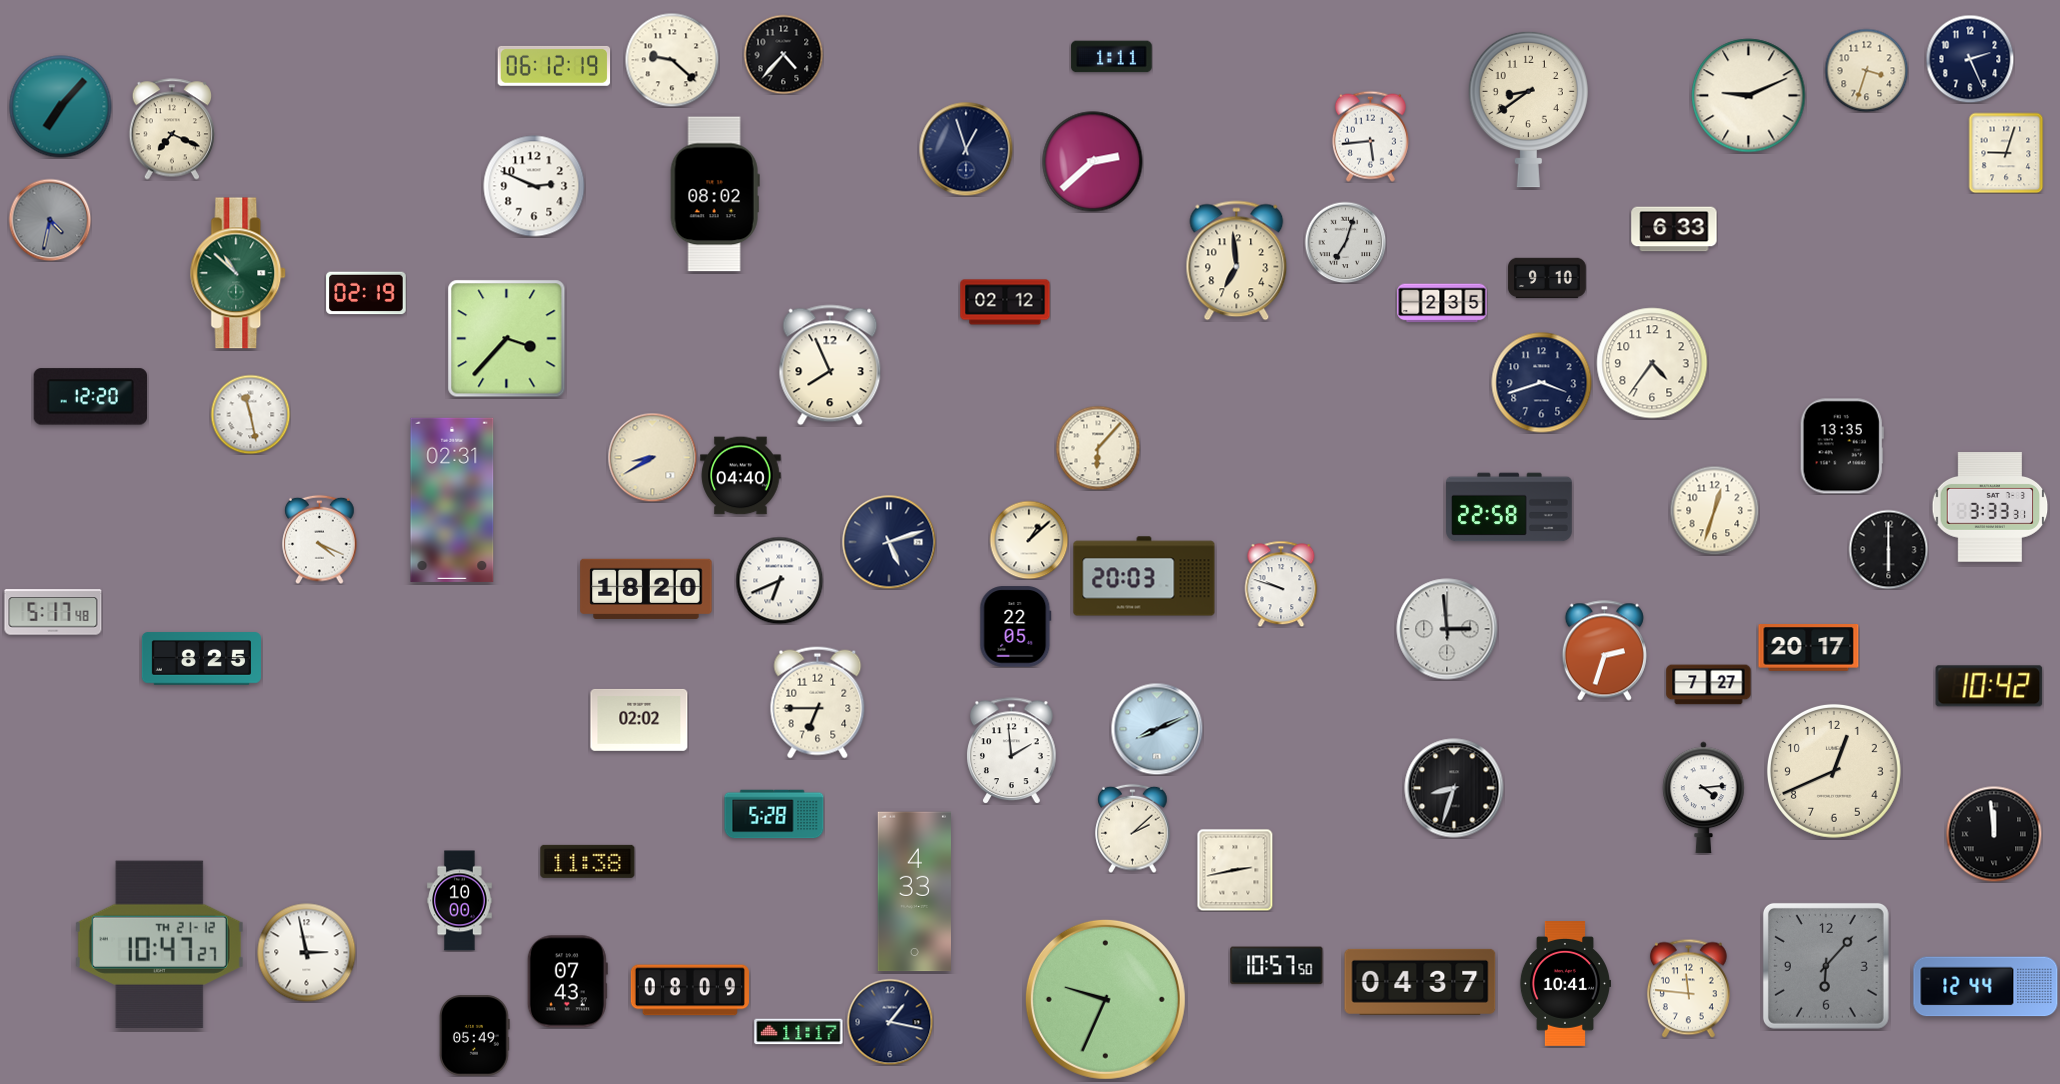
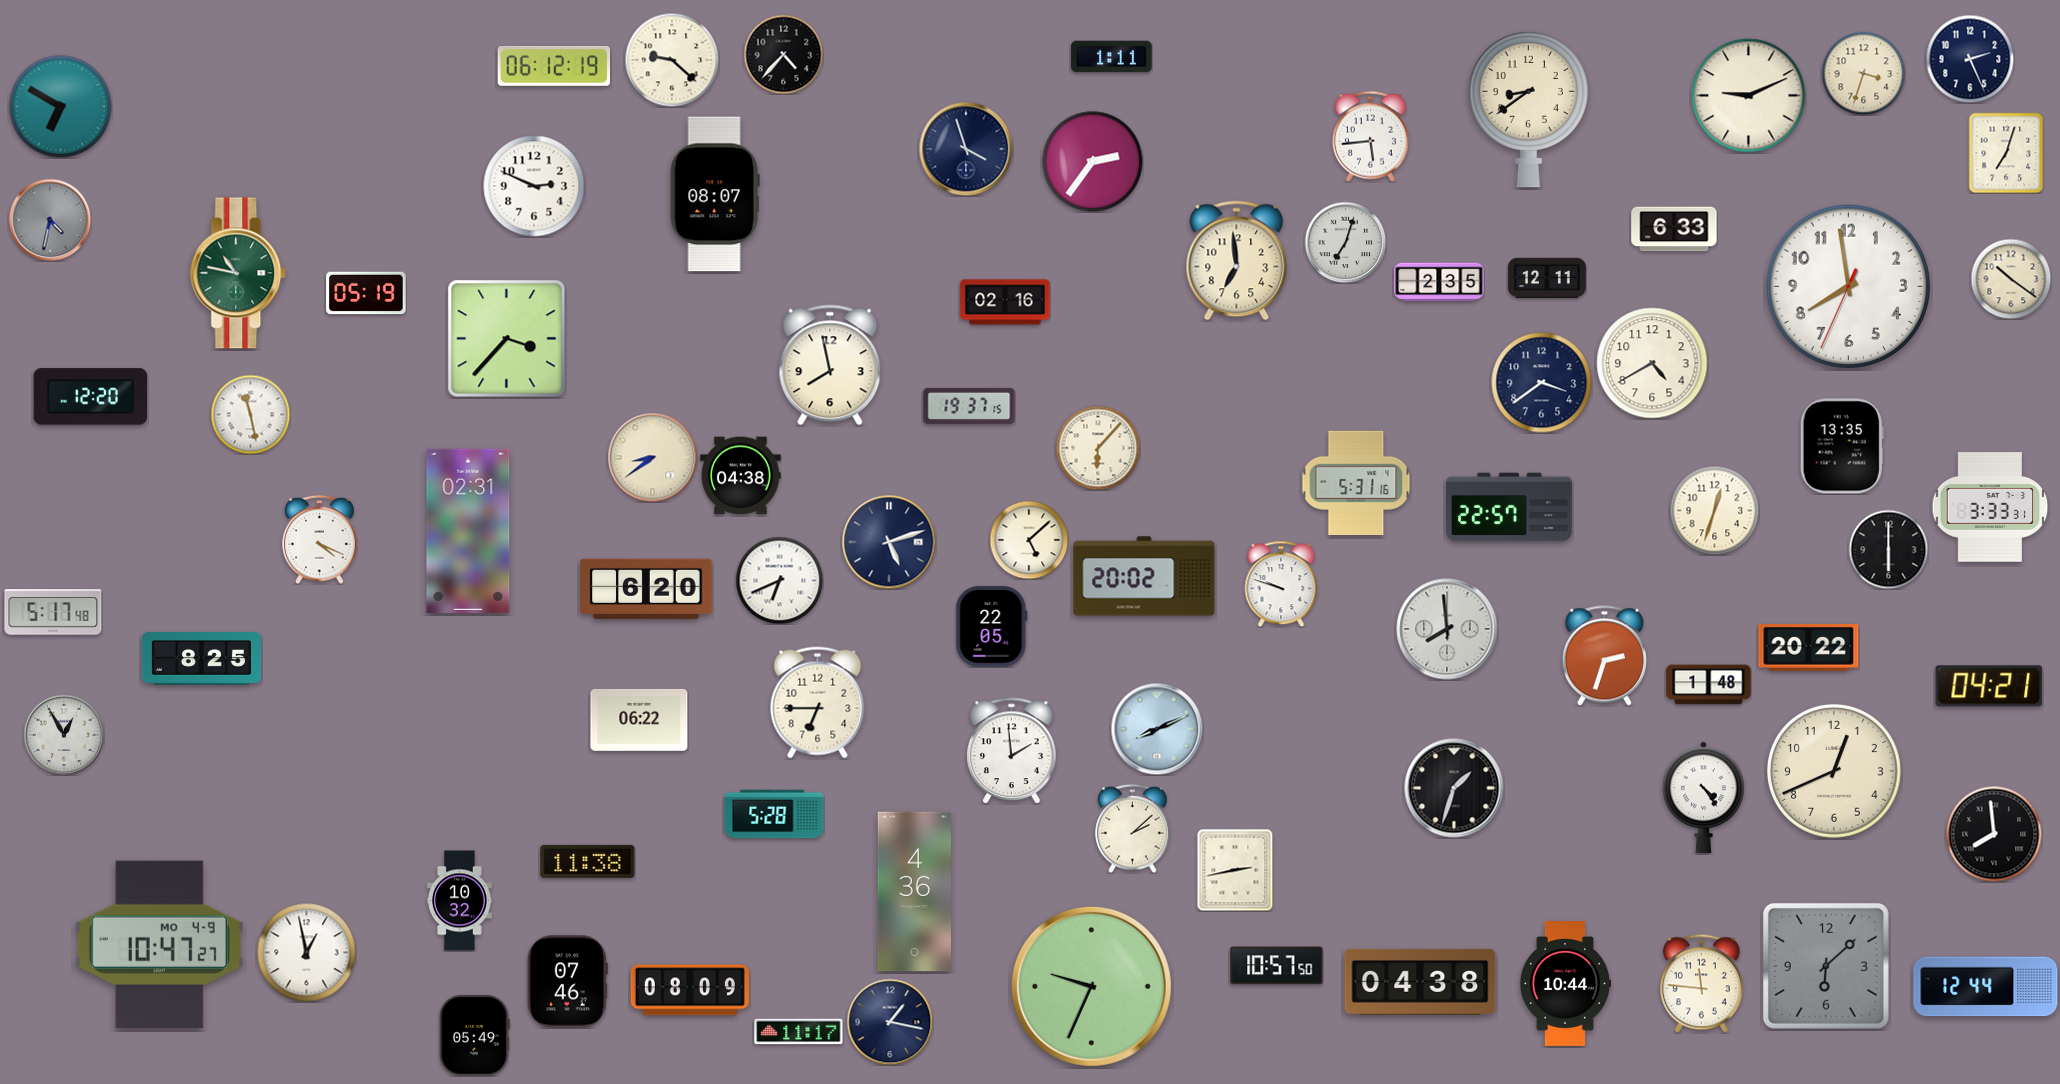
clock at (1866, 70) position: (1866, 70) -> (1863, 73)
clock at (61, 107): 7:07 -> 6:50
clock at (171, 129): 7:19 -> none
clock at (966, 149): 12:57 -> 3:57
clock at (2006, 153): 9:03 -> 7:03
clock at (1093, 162): 2:38 -> 2:36
clock at (715, 194): 08:02 -> 08:07
clock at (239, 273): 10:52 -> 10:47
clock at (1547, 278): 9:10 -> 12:11
clock at (2011, 279): none -> 10:21
clock at (1848, 286): none -> 7:58
clock at (366, 293): 02:19 -> 05:19
clock at (1005, 302): 02:12 -> 02:16
clock at (1442, 303) position: (1442, 303) -> (1439, 282)
clock at (1652, 363): 4:36 -> 4:40
clock at (830, 365): 7:56 -> 7:58
clock at (1542, 383): 3:42 -> 3:39
clock at (969, 406): none -> 19:37
clock at (652, 457): 8:40 -> 8:39
clock at (741, 476): 04:40 -> 04:38
clock at (1356, 482): none -> 5:31
clock at (452, 500) position: (452, 500) -> (468, 531)
clock at (1509, 507): 22:58 -> 22:57
clock at (1029, 540): 1:08 -> 5:08
clock at (1144, 576): 20:03 -> 20:02
clock at (646, 588): 18:20 -> 6:20
clock at (1016, 627) position: (1016, 627) -> (992, 627)
clock at (1447, 629): 2:59 -> 7:59
clock at (1809, 648): 20:17 -> 20:22
clock at (1604, 651) position: (1604, 651) -> (1604, 656)
clock at (1709, 685): 7:27 -> 1:48
clock at (1989, 686): 10:42 -> 04:21
clock at (639, 720): 02:02 -> 06:22
clock at (64, 735): none -> 12:55
clock at (1454, 788): 8:33 -> 1:33
clock at (1704, 798): 4:14 -> 4:24
clock at (1994, 834): 11:59 -> 7:59
clock at (914, 892): 4:33 -> 4:36
clock at (460, 901): 10:00 -> 10:32
clock at (159, 944) date: TH 21-12 -> MO 4-9
clock at (307, 953): 2:58 -> 12:58
clock at (1826, 966): 6:07 -> 6:08
clock at (567, 982): 07:43 -> 07:46
clock at (1420, 982): 04:37 -> 04:38
clock at (1564, 984): 10:41 -> 10:44
clock at (1688, 988) position: (1688, 988) -> (1701, 983)
clock at (1105, 999) position: (1105, 999) -> (1091, 986)
